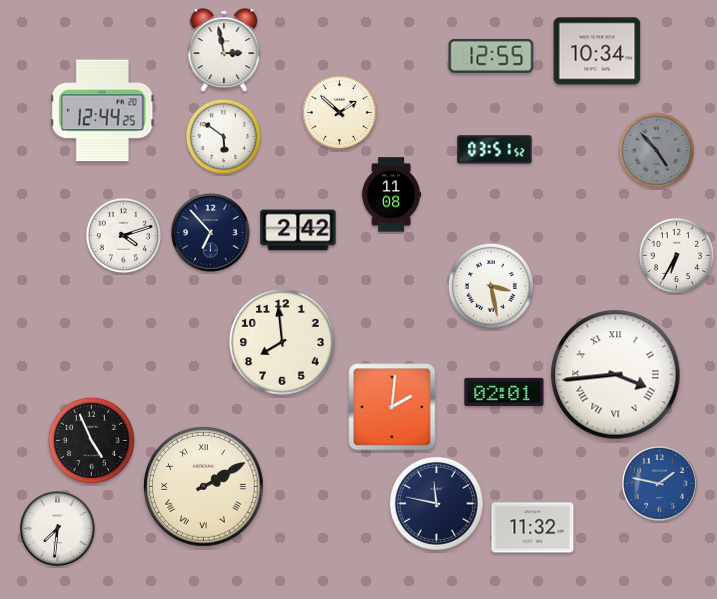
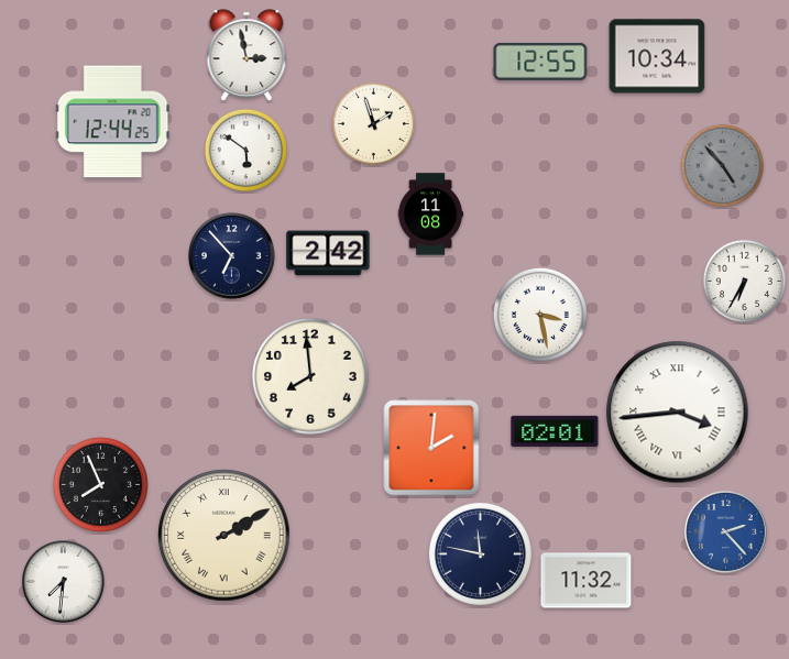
clock at (339, 112): 1:52 -> 1:57
clock at (495, 150): 03:51 -> none
clock at (123, 235): 4:12 -> none
clock at (91, 440): 4:56 -> 7:56
clock at (660, 484): 1:47 -> 2:23
